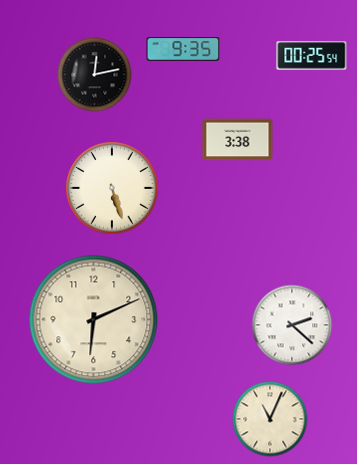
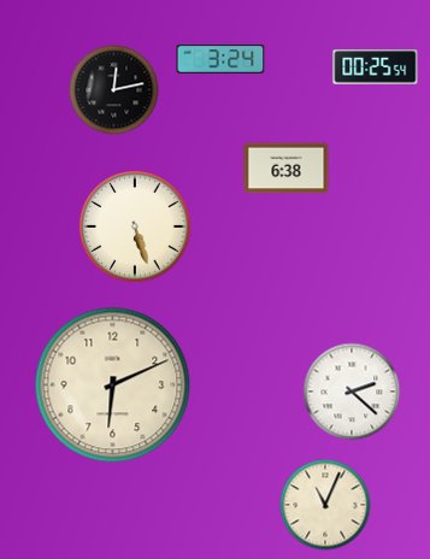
clock at (183, 50): 9:35 -> 3:24
clock at (238, 140): 3:38 -> 6:38
